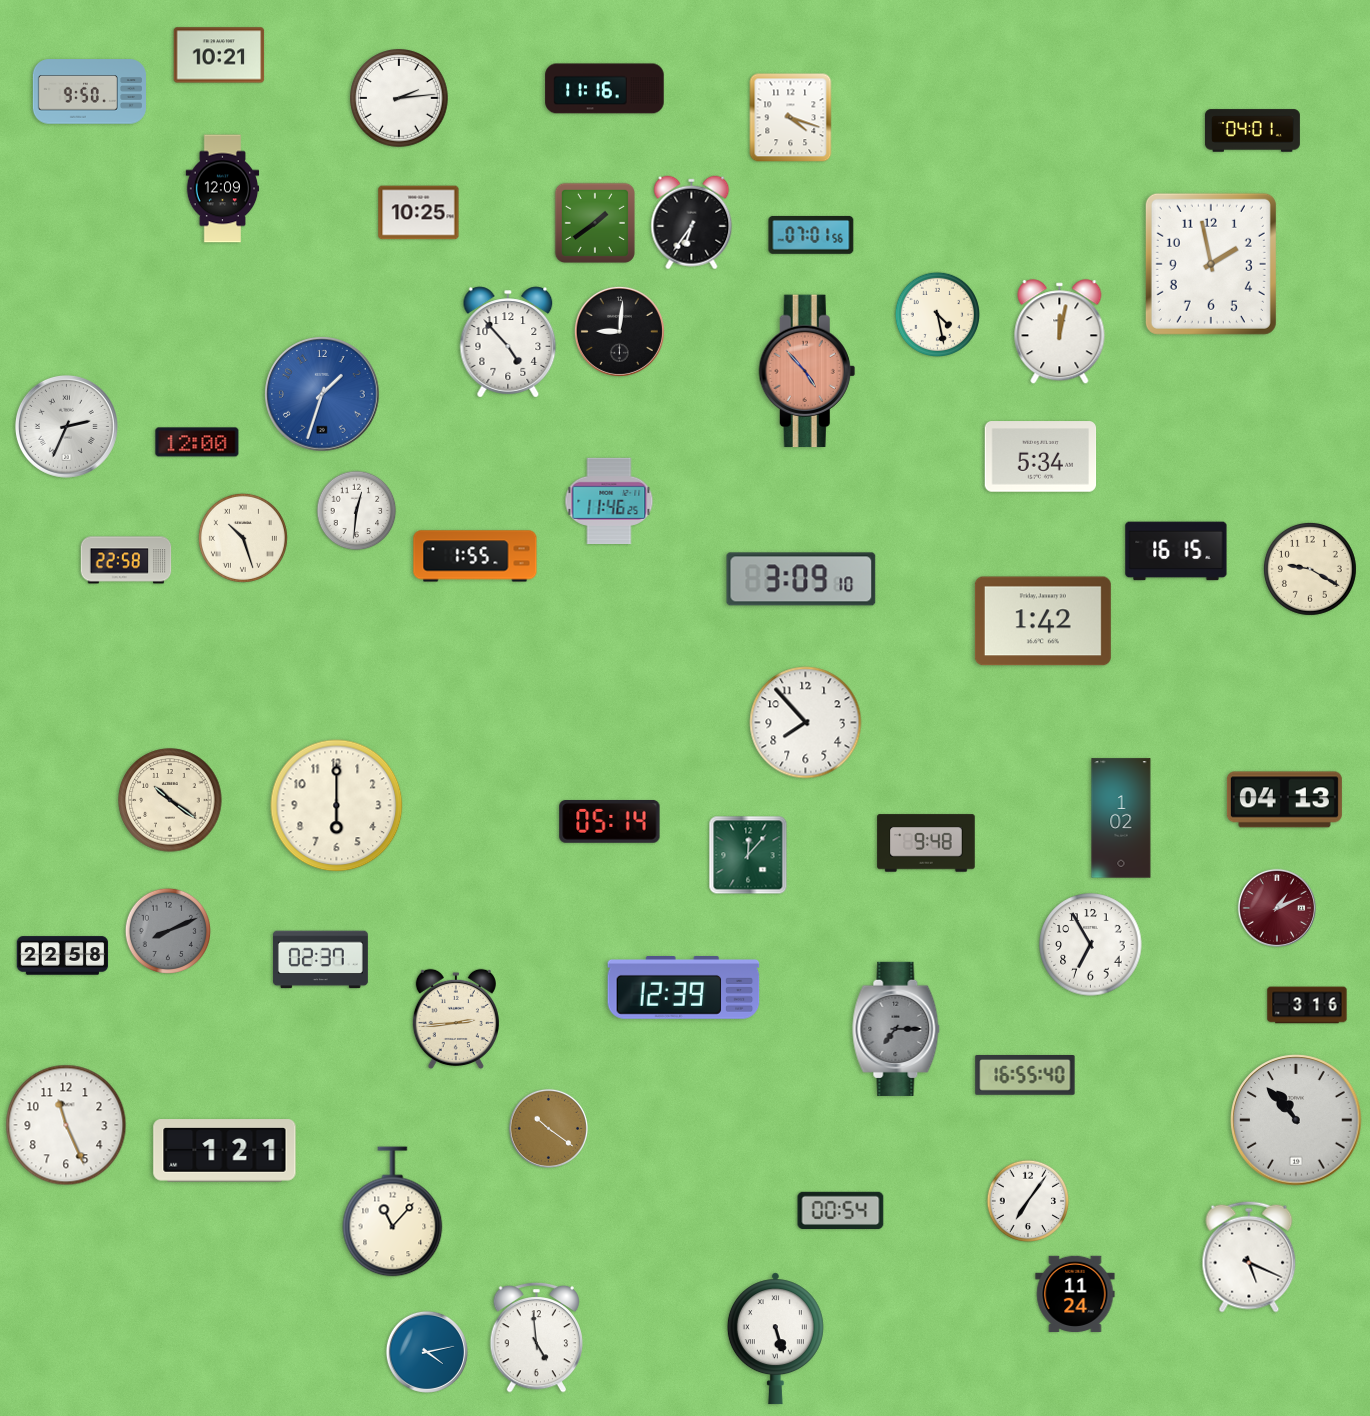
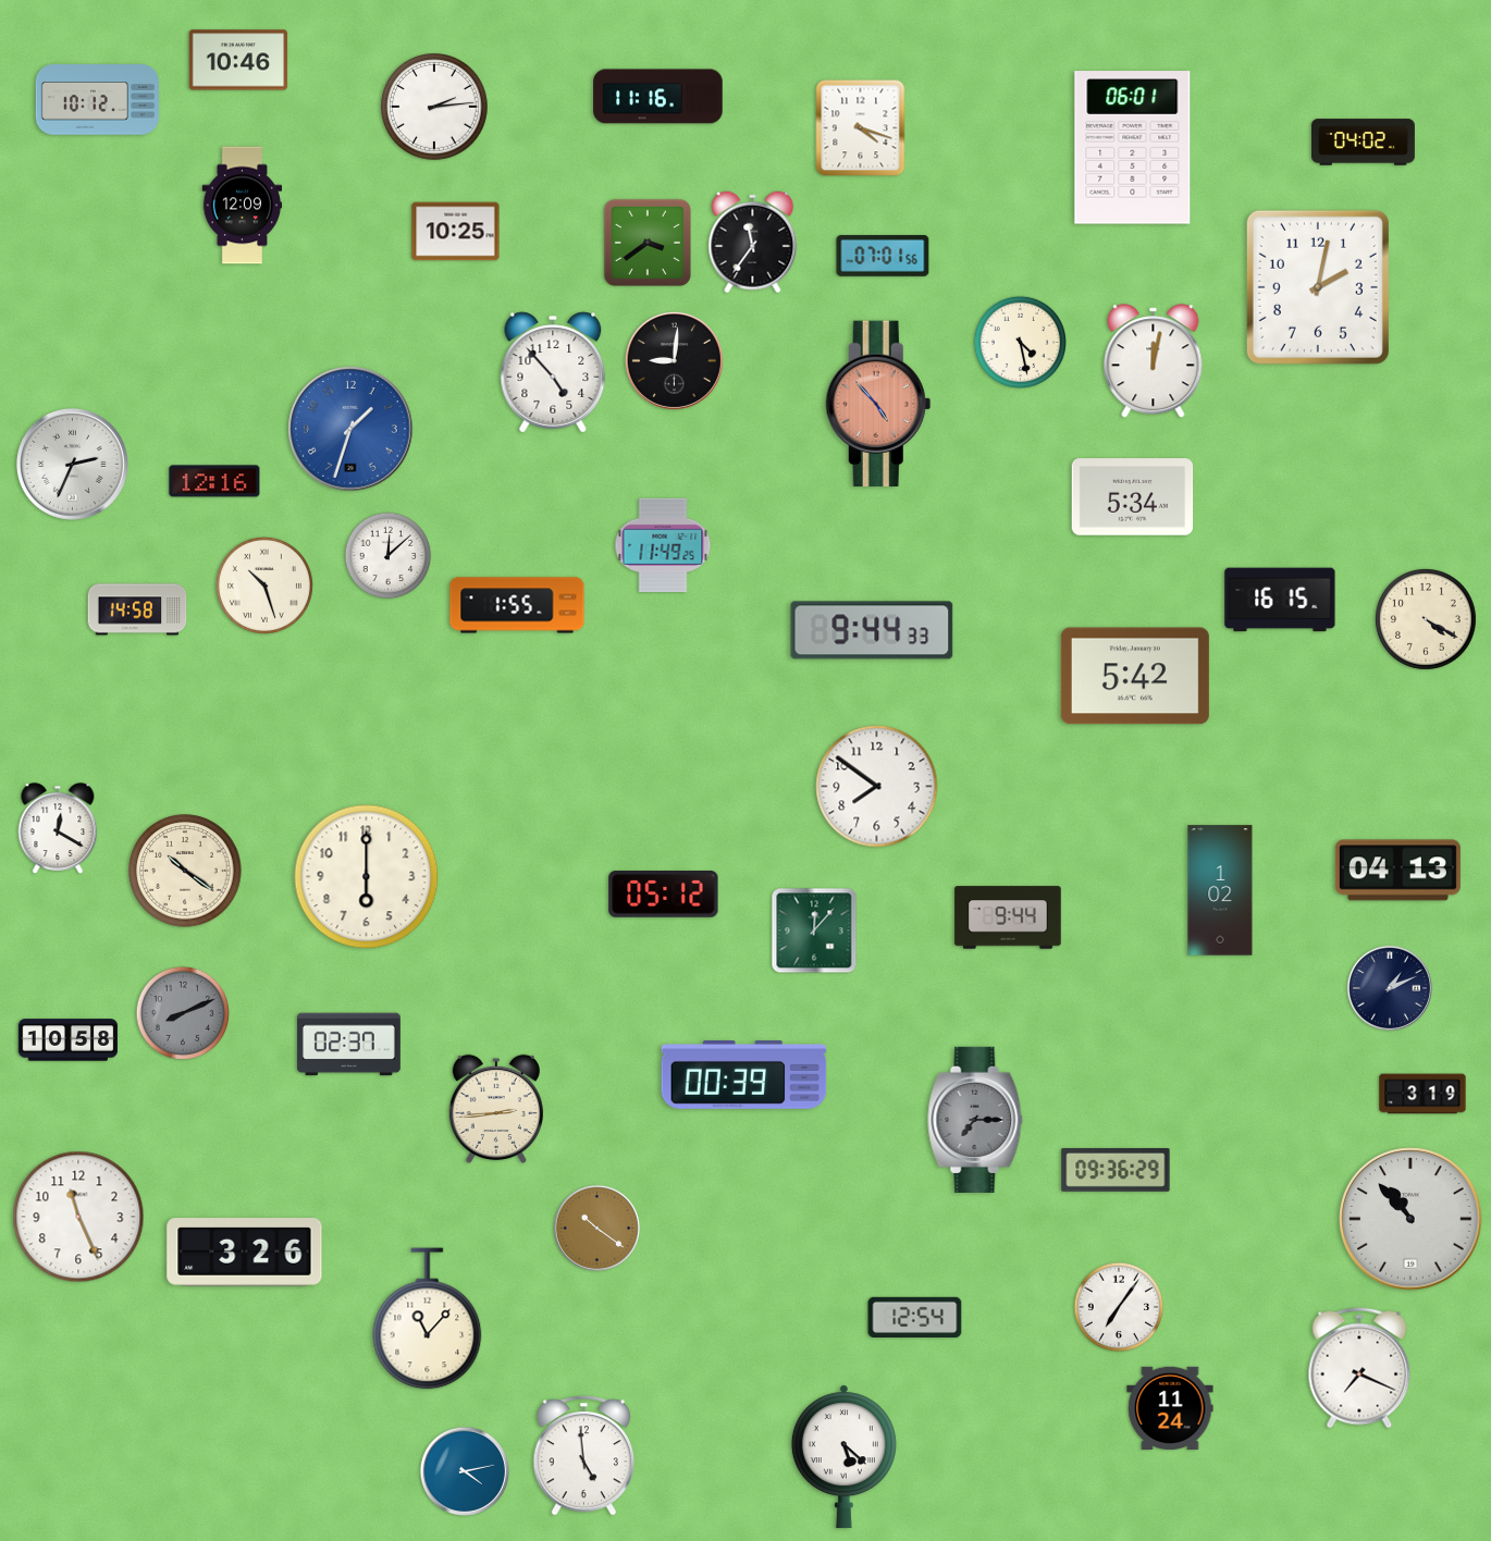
clock at (219, 55): 10:21 -> 10:46
clock at (89, 92): 9:50 -> 10:12
clock at (1252, 131): 04:01 -> 04:02
clock at (1133, 148): none -> 06:01
clock at (595, 223): 1:39 -> 3:39
clock at (692, 223): 6:36 -> 11:36
clock at (1211, 264): 1:58 -> 2:02
clock at (197, 442): 12:00 -> 12:16
clock at (609, 501): 11:46 -> 11:49
clock at (357, 511): 12:31 -> 12:08
clock at (126, 560): 22:58 -> 14:58
clock at (1310, 569): 9:20 -> 4:20
clock at (801, 579): 3:09 -> 9:44
clock at (1043, 621): 1:42 -> 5:42
clock at (806, 723): 7:53 -> 7:51
clock at (58, 828): none -> 12:20
clock at (610, 822): 05:14 -> 05:12
clock at (926, 843): 9:48 -> 9:44
clock at (1277, 908) dial: burgundy -> navy
clock at (1091, 945): 6:55 -> none
clock at (63, 956): 22:58 -> 10:58
clock at (684, 988): 12:39 -> 00:39
clock at (1307, 1005): 3:16 -> 3:19
clock at (1025, 1076): 16:55 -> 09:36
clock at (66, 1125) position: (66, 1125) -> (78, 1217)
clock at (225, 1151): 1:21 -> 3:26
clock at (841, 1210): 00:54 -> 12:54
clock at (1249, 1257): 5:19 -> 7:19
clock at (775, 1339): 5:27 -> 5:22
